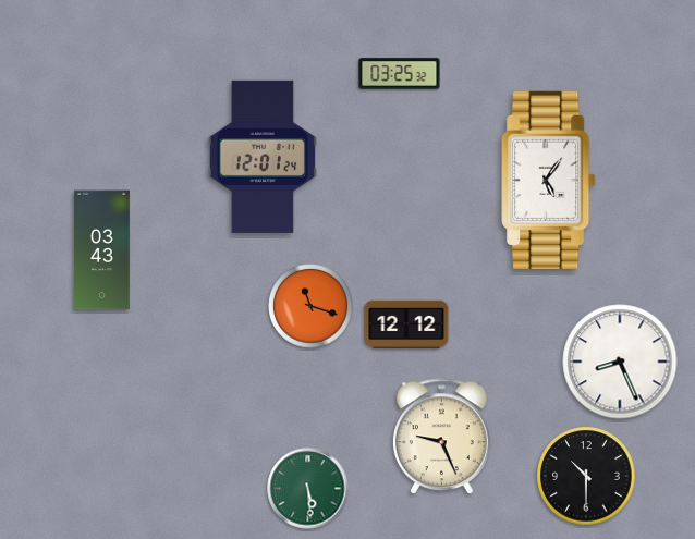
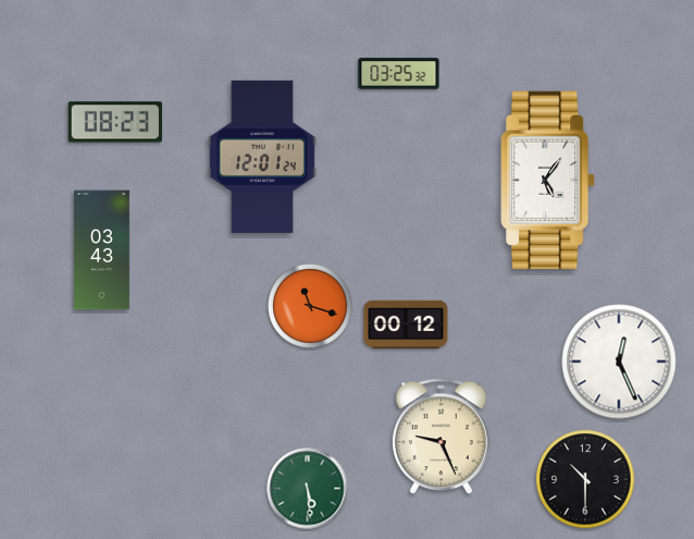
clock at (115, 122): none -> 08:23
clock at (406, 323): 12:12 -> 00:12
clock at (620, 362): 8:26 -> 12:26
clock at (586, 476) position: (586, 476) -> (585, 479)
